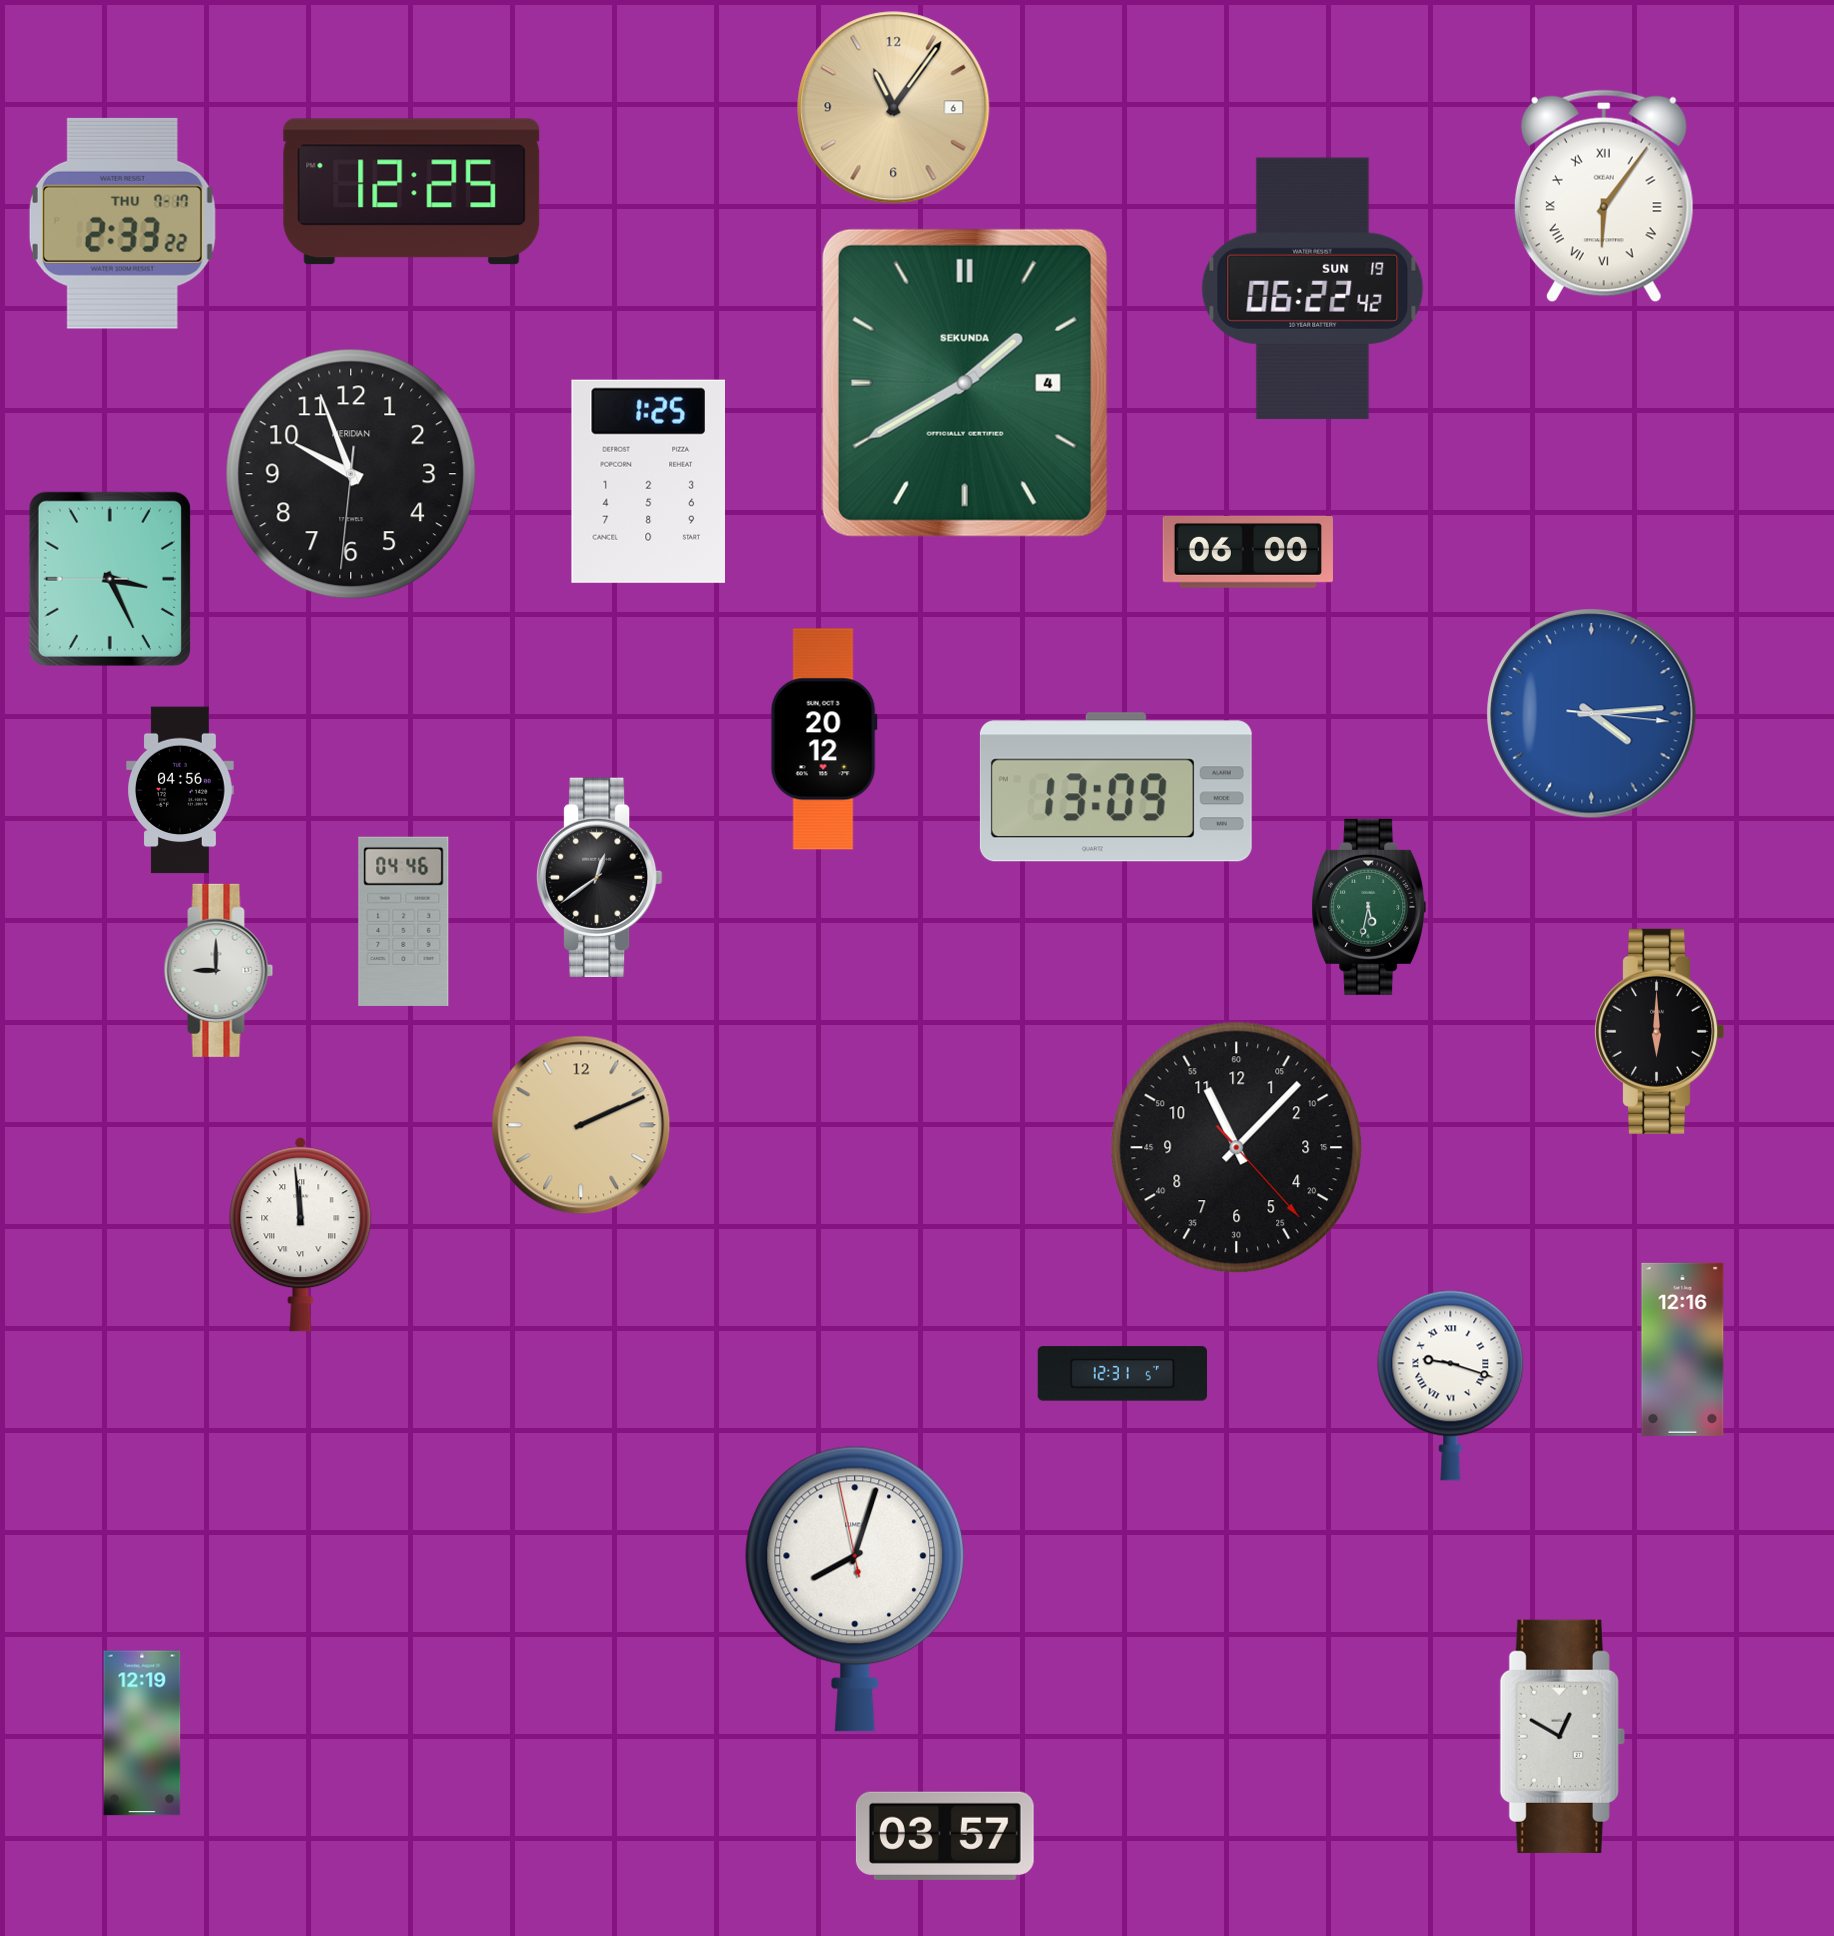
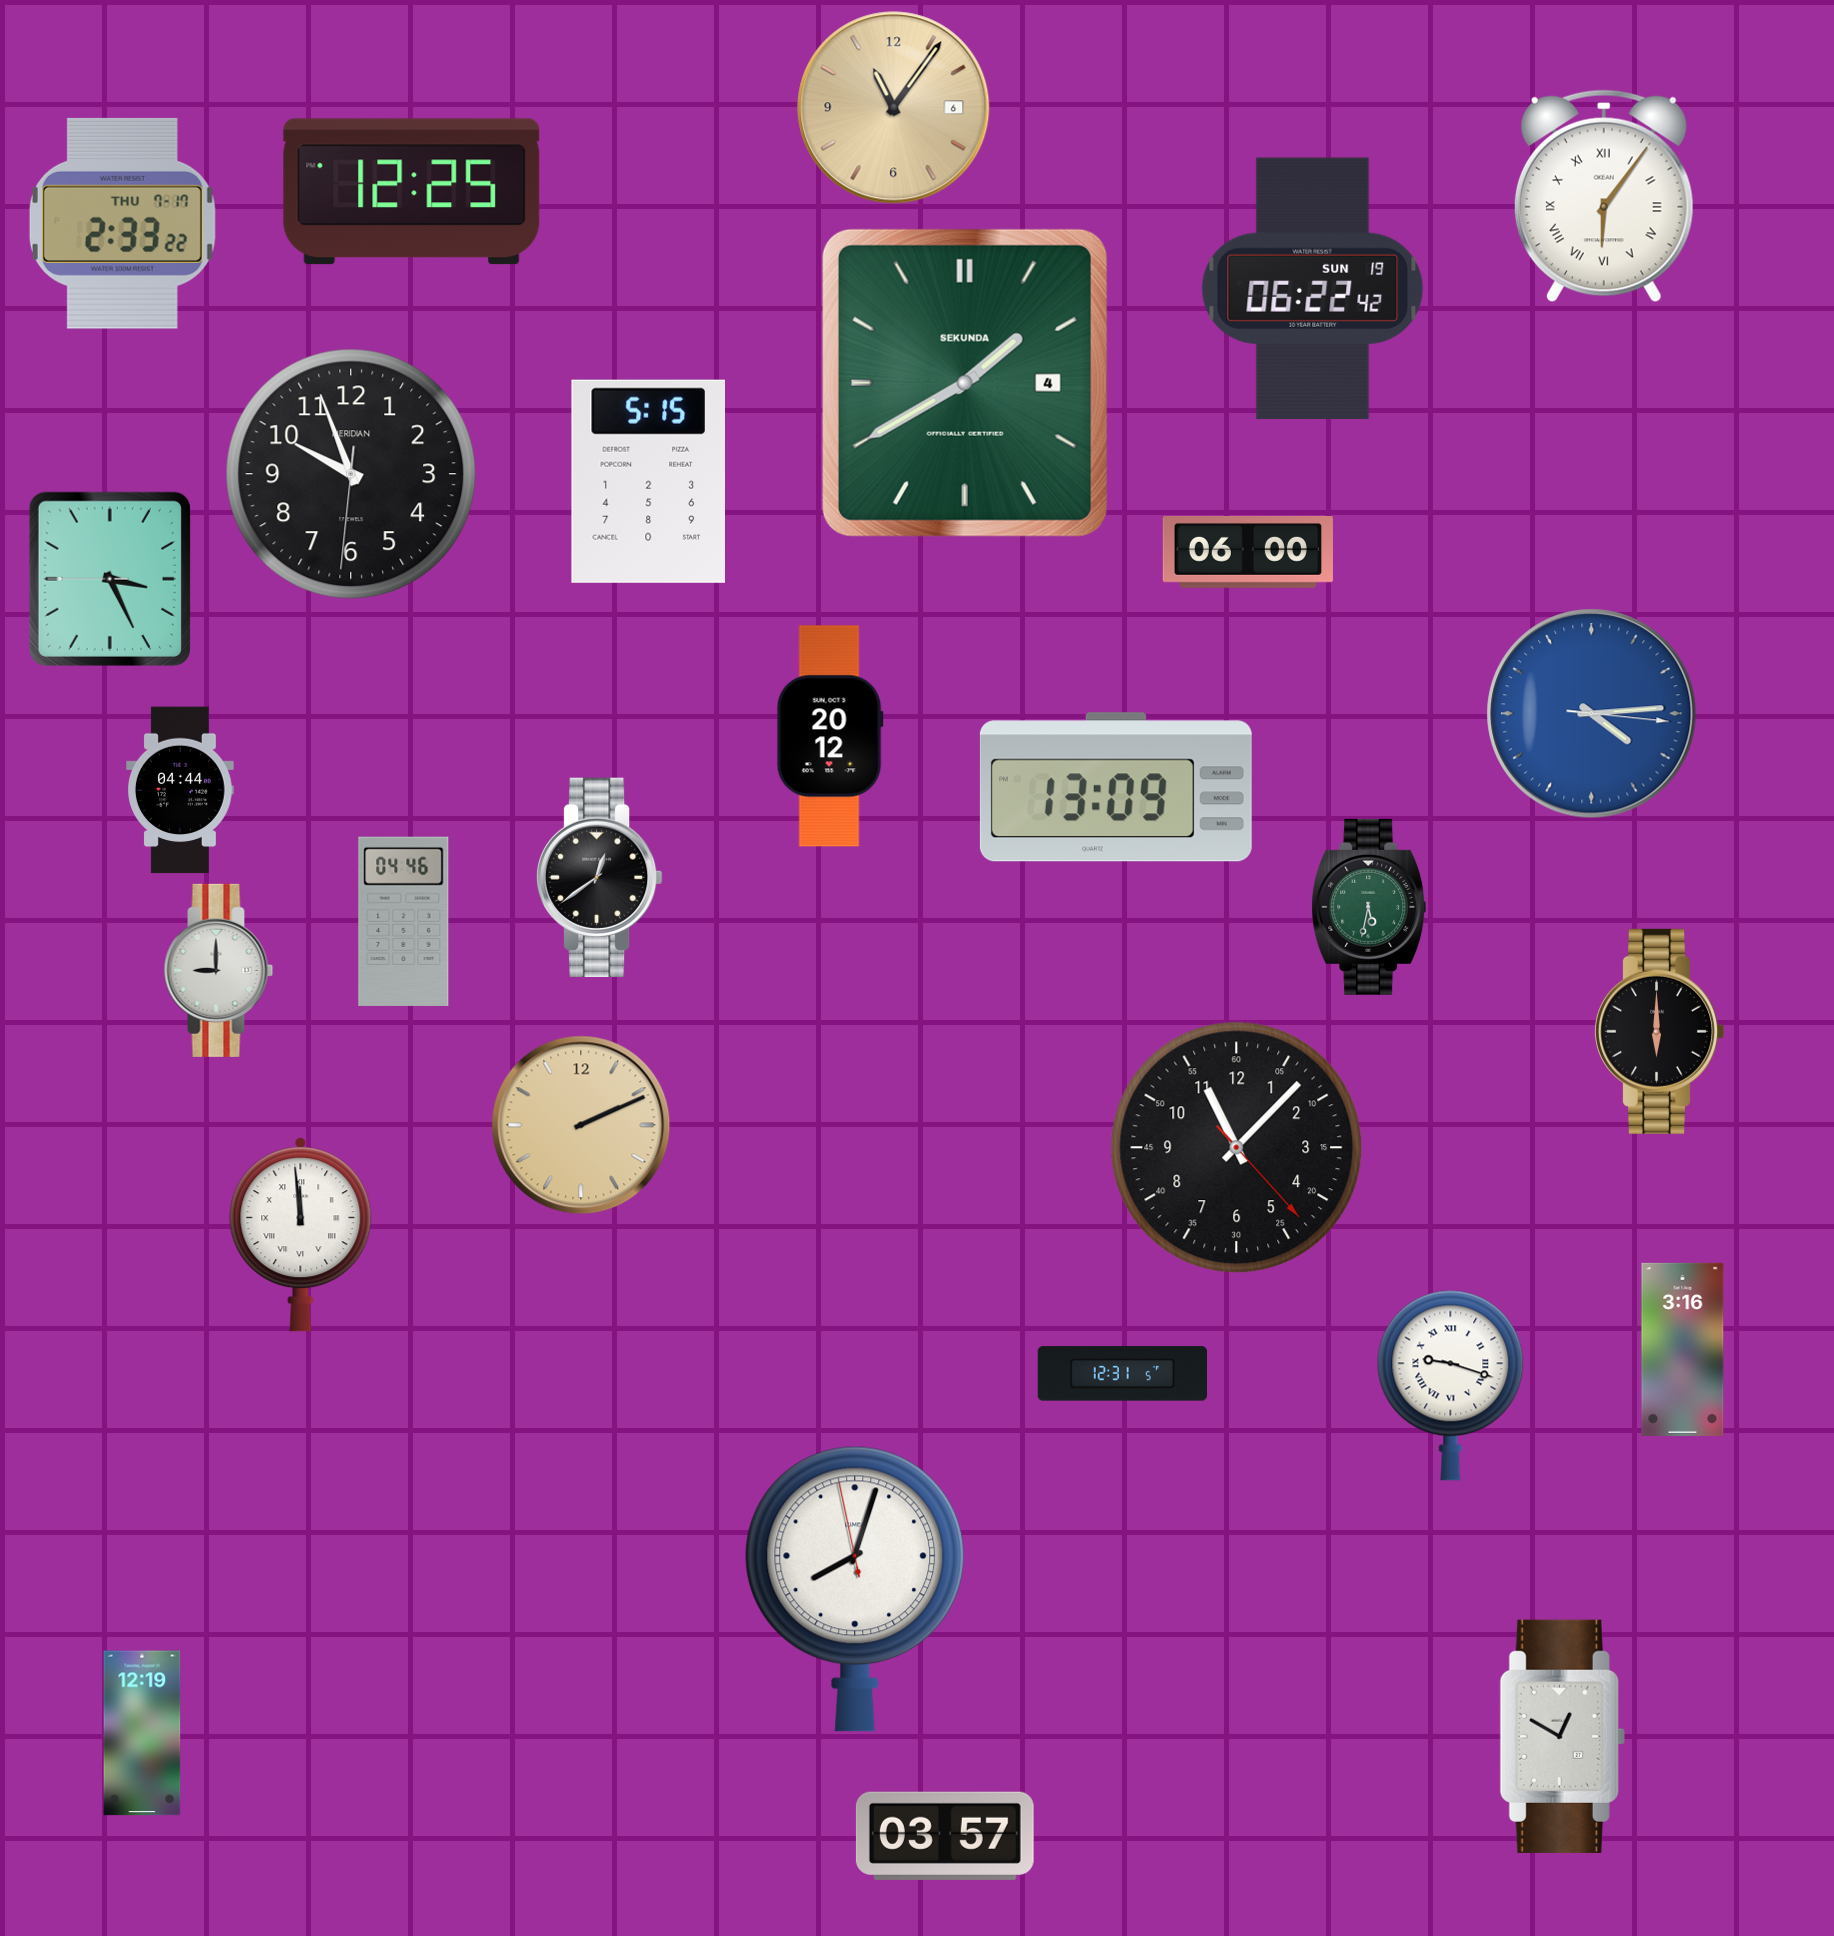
clock at (648, 481): 1:25 -> 5:15
clock at (824, 739) position: (824, 739) -> (830, 736)
clock at (181, 790): 04:56 -> 04:44
clock at (1683, 1349): 12:16 -> 3:16
